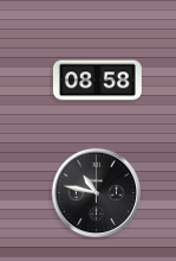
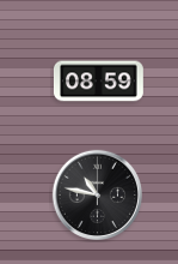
clock at (97, 81): 08:58 -> 08:59
